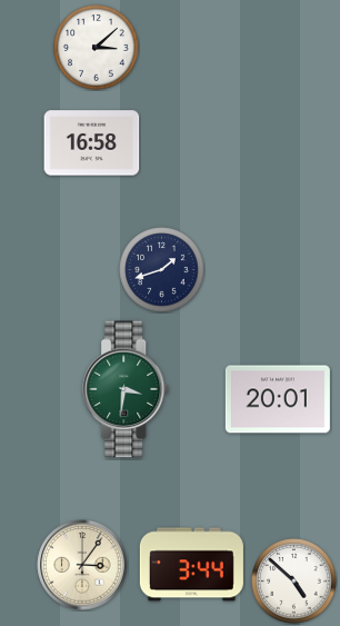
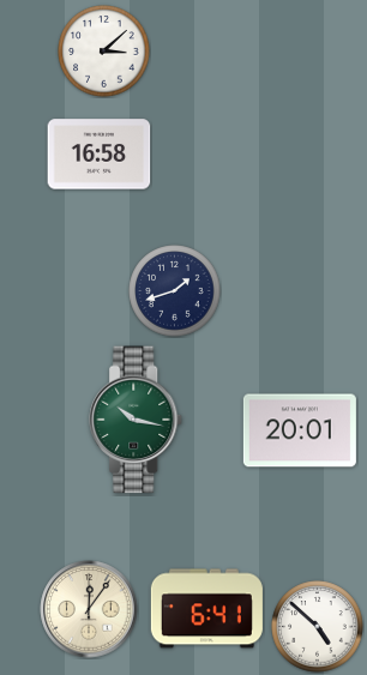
clock at (127, 389): 3:31 -> 10:17
clock at (82, 565): 3:06 -> 12:06
clock at (191, 565): 3:44 -> 6:41
